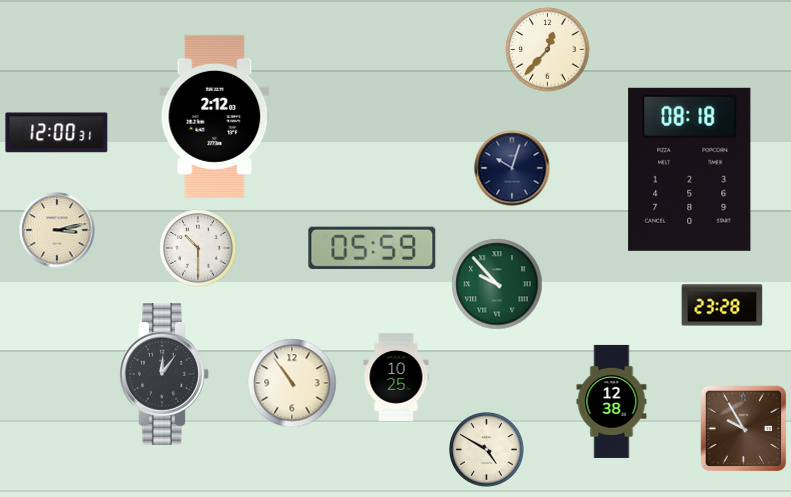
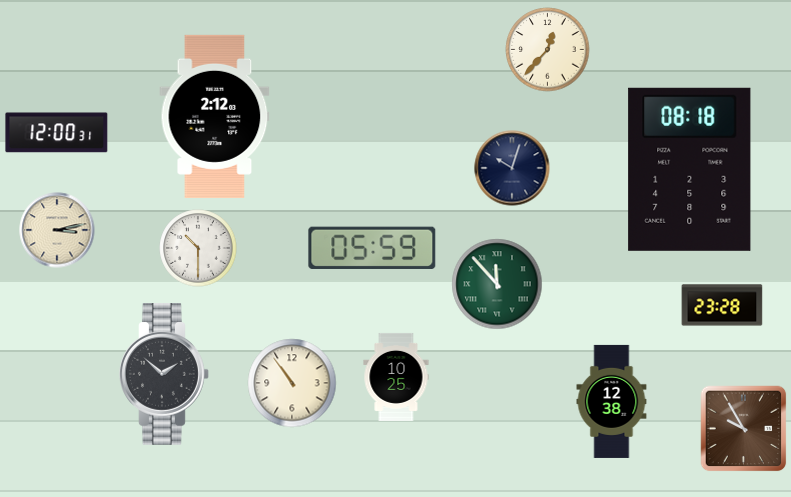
clock at (497, 284): 9:53 -> 11:53
clock at (165, 375): 12:06 -> 1:52
clock at (487, 450): 4:50 -> none
